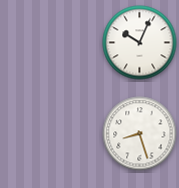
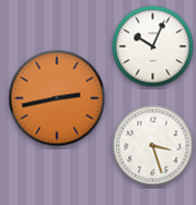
clock at (57, 98): none -> 2:43
clock at (140, 134): 8:27 -> 3:27
